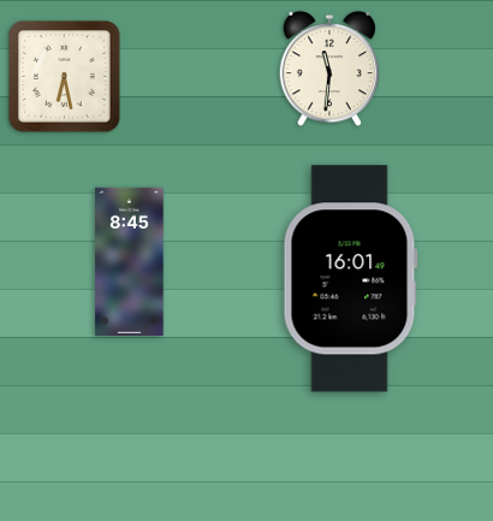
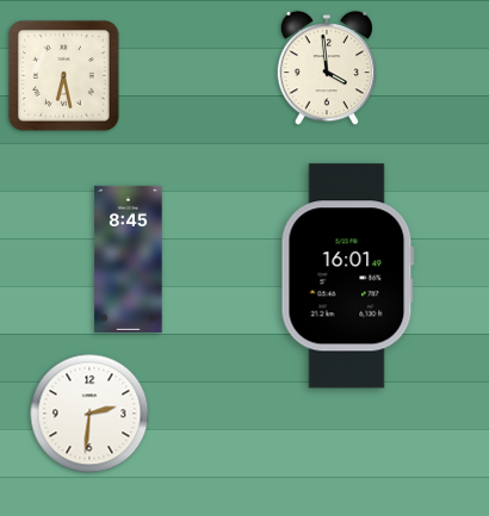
clock at (329, 69): 11:31 -> 3:59
clock at (89, 414): none -> 2:31
